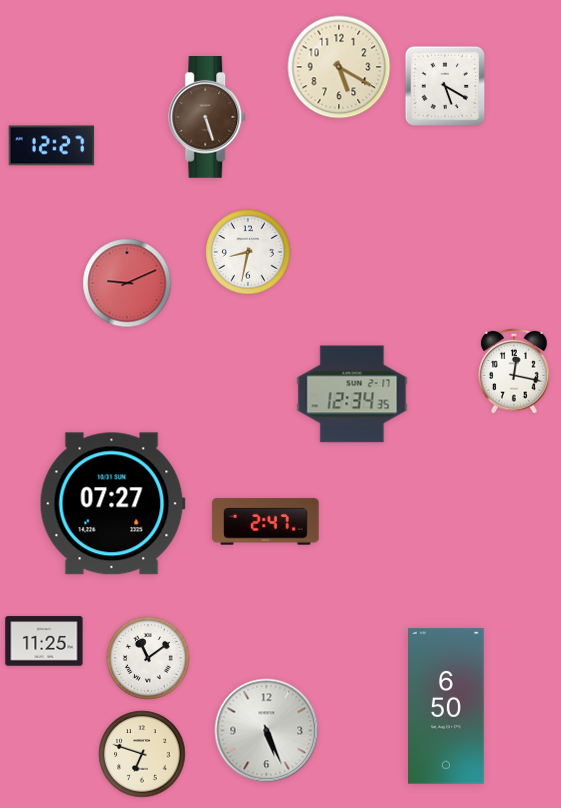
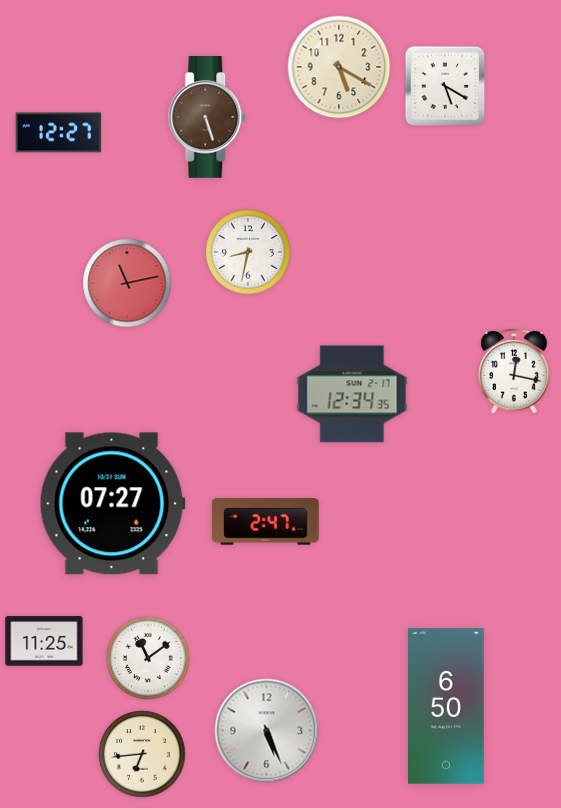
clock at (52, 146) position: (52, 146) -> (59, 133)
clock at (127, 283): 9:11 -> 11:13
clock at (142, 754): 6:48 -> 6:44
